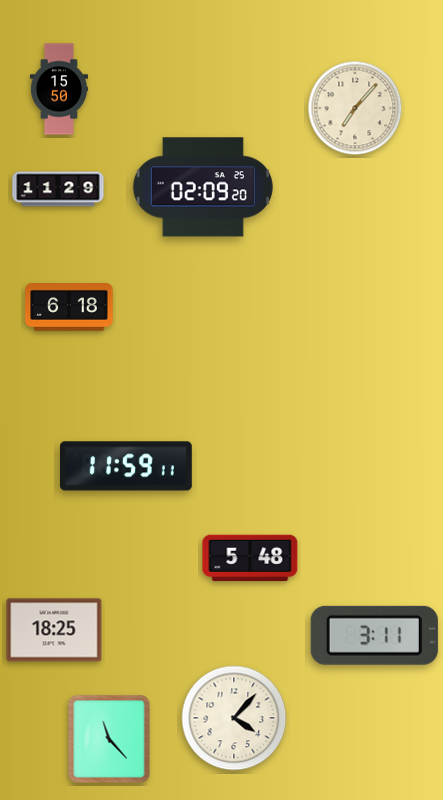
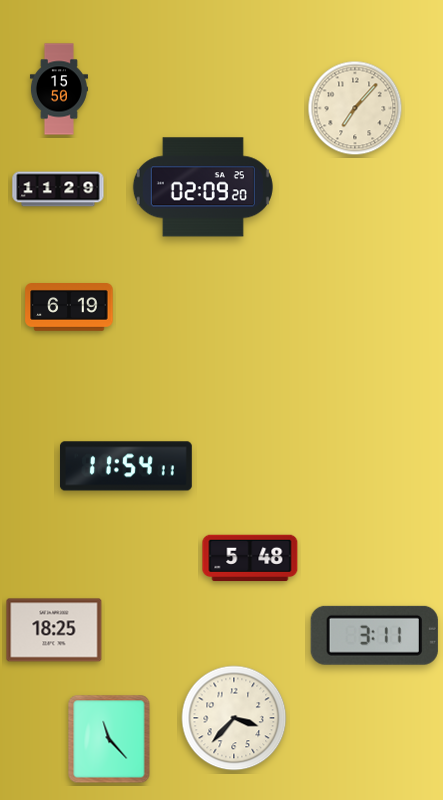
clock at (69, 308): 6:18 -> 6:19
clock at (126, 466): 11:59 -> 11:54
clock at (234, 718): 4:07 -> 3:37
